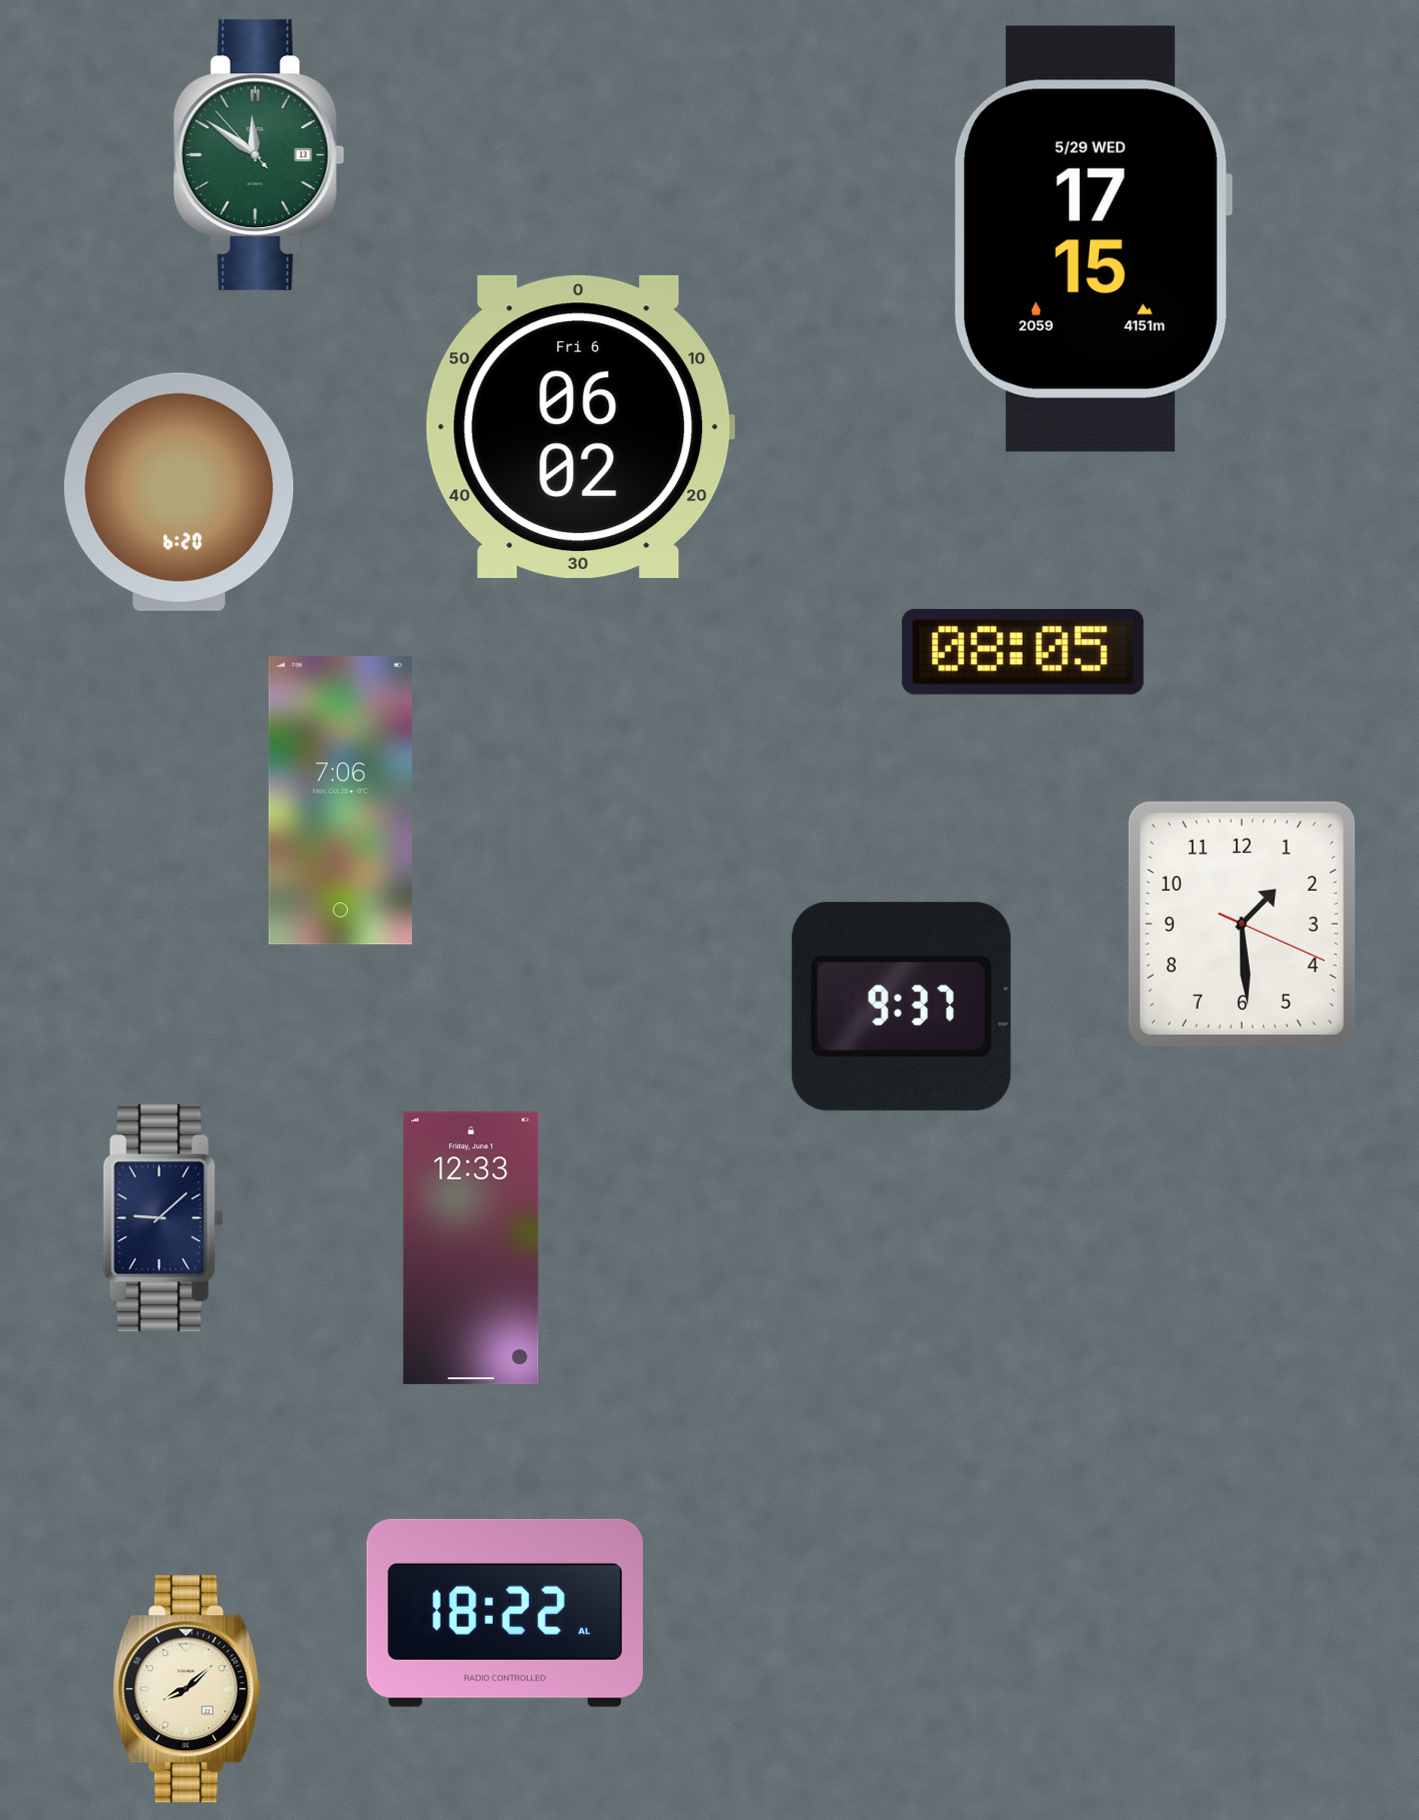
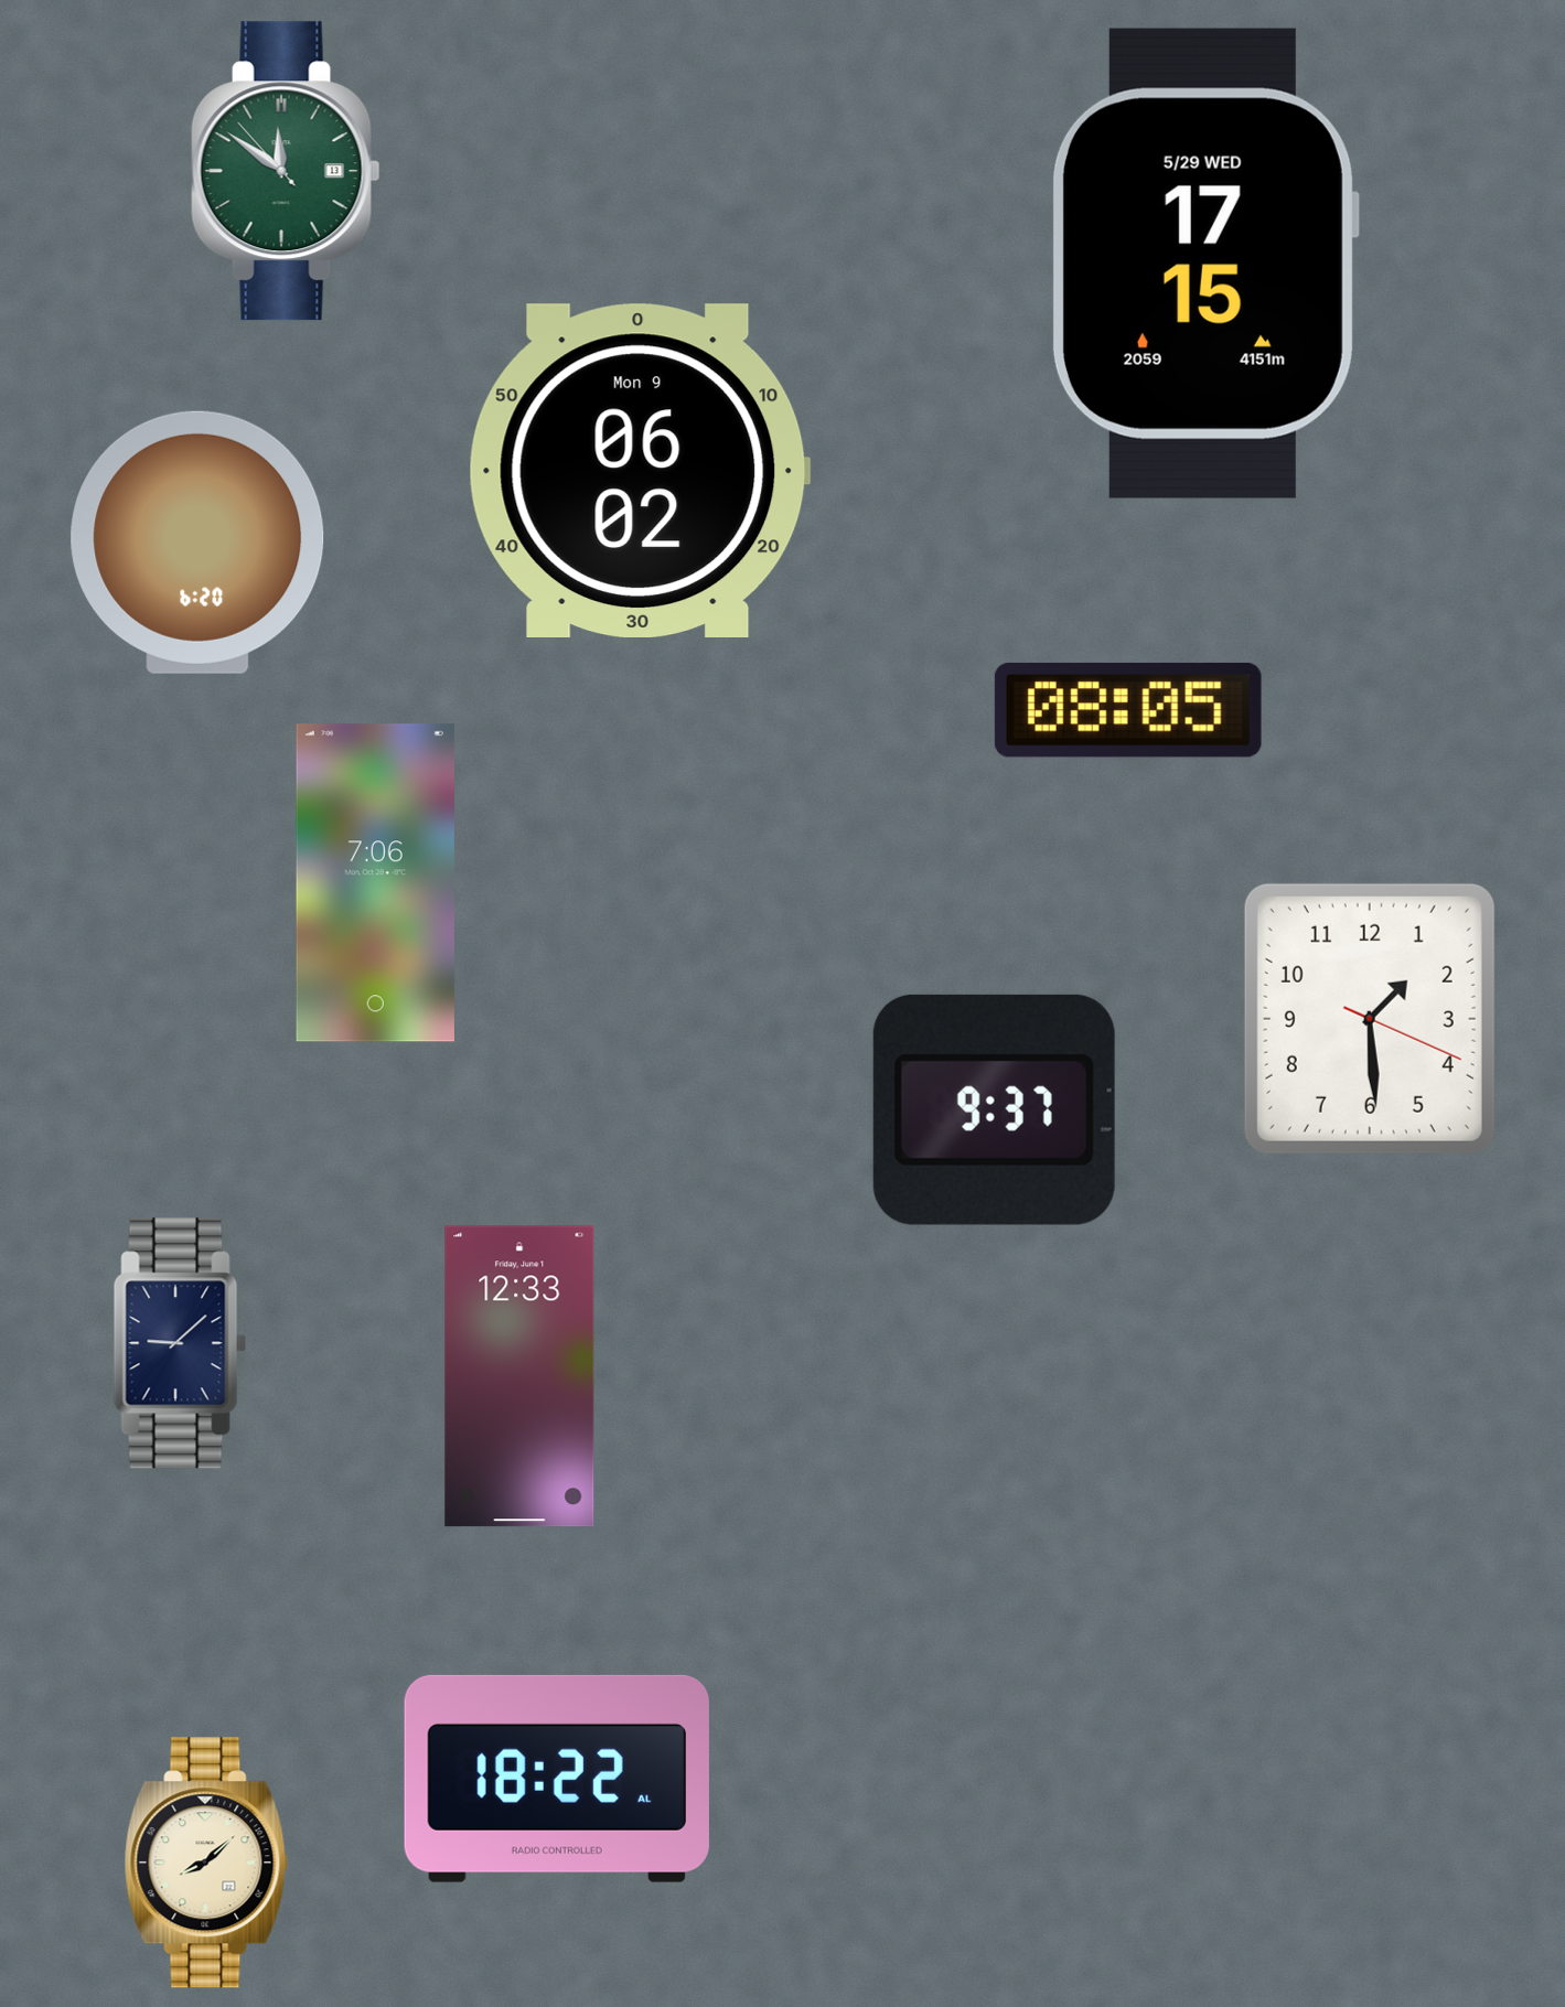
clock at (580, 426) date: Fri 6 -> Mon 9
clock at (1023, 652) position: (1023, 652) -> (1128, 710)
